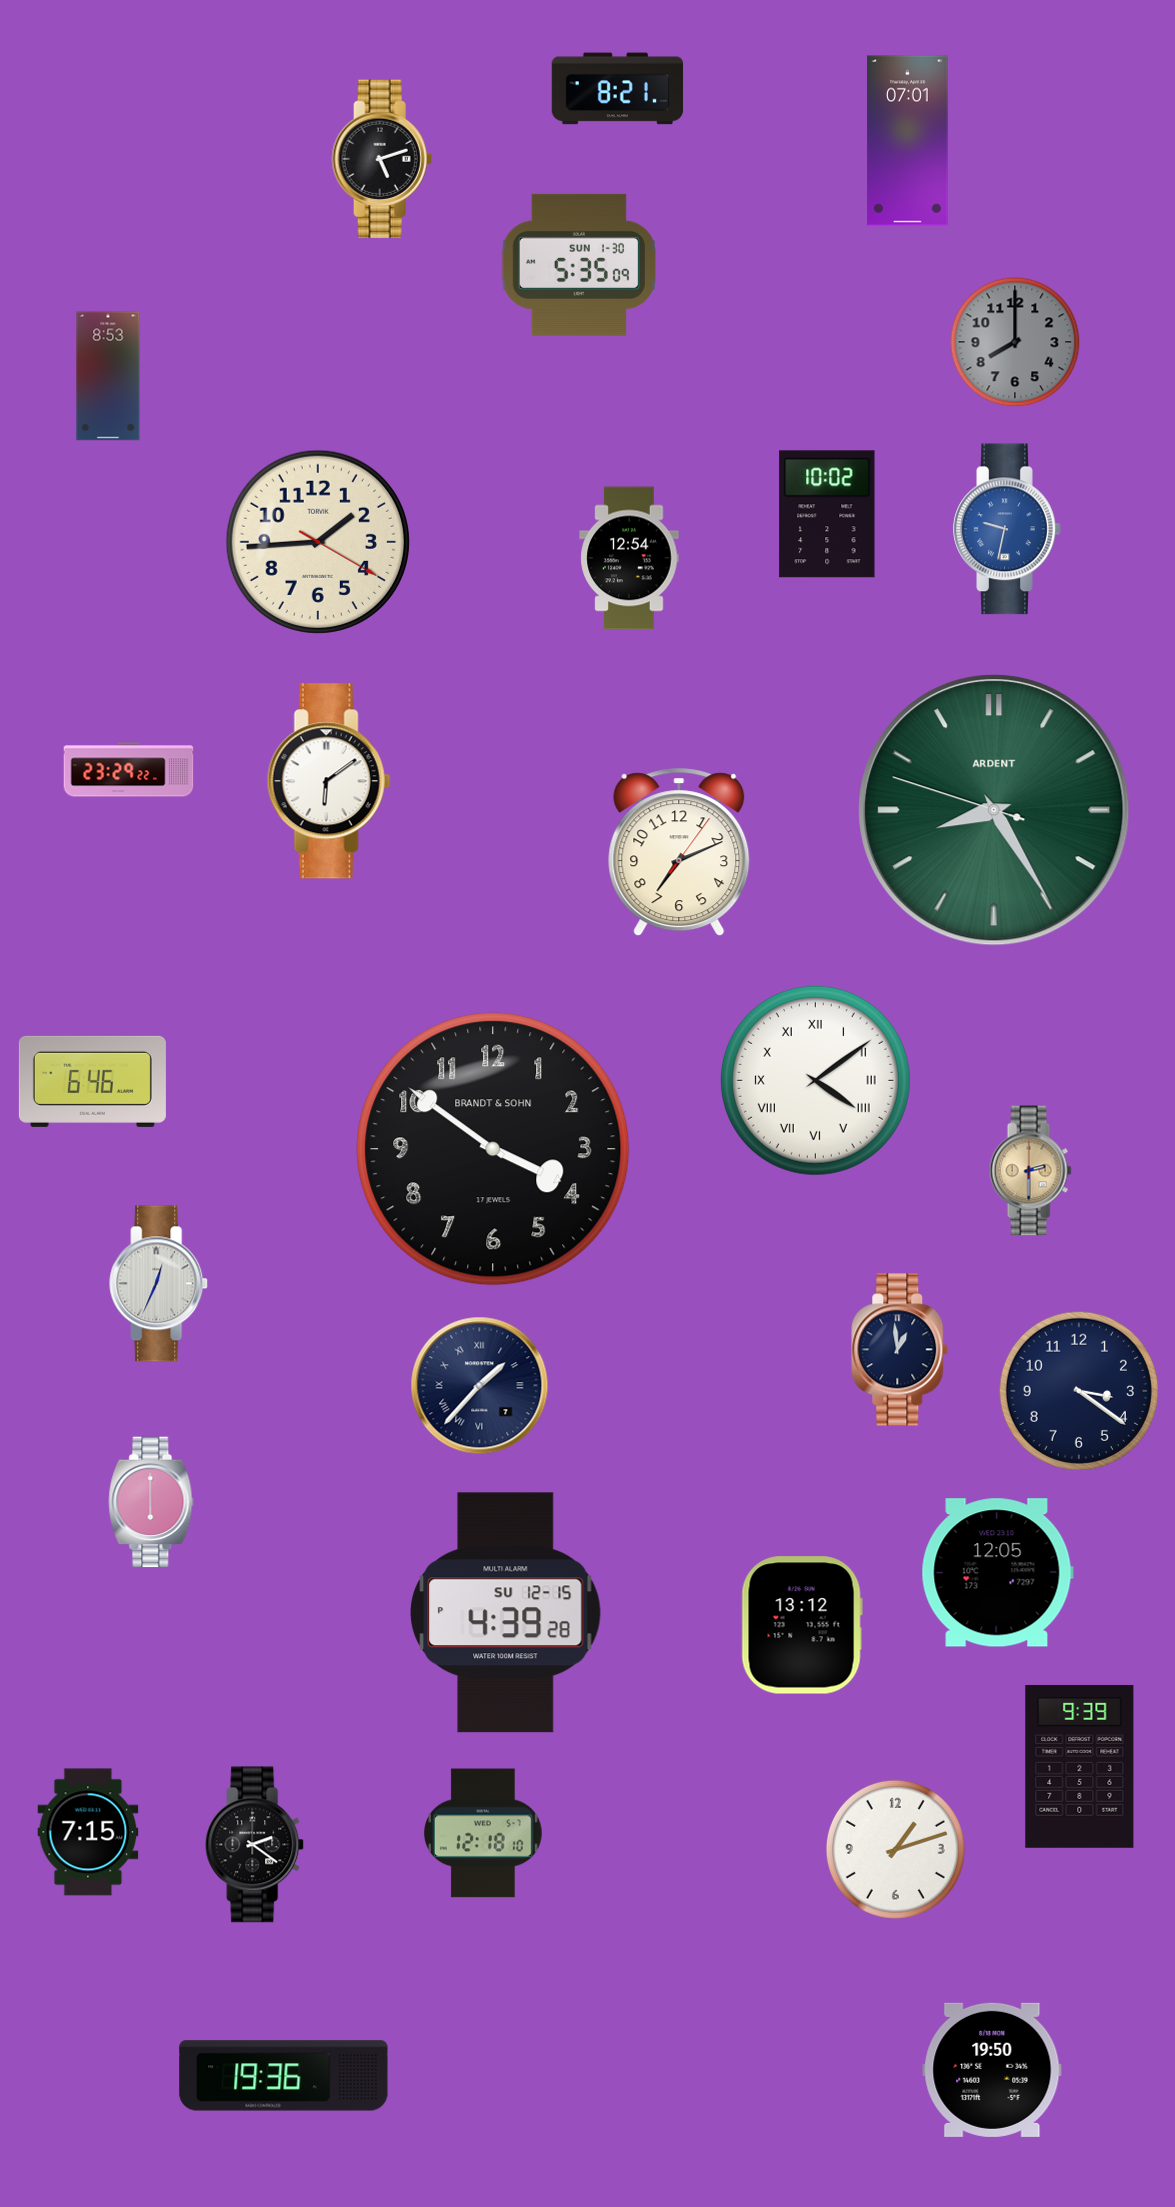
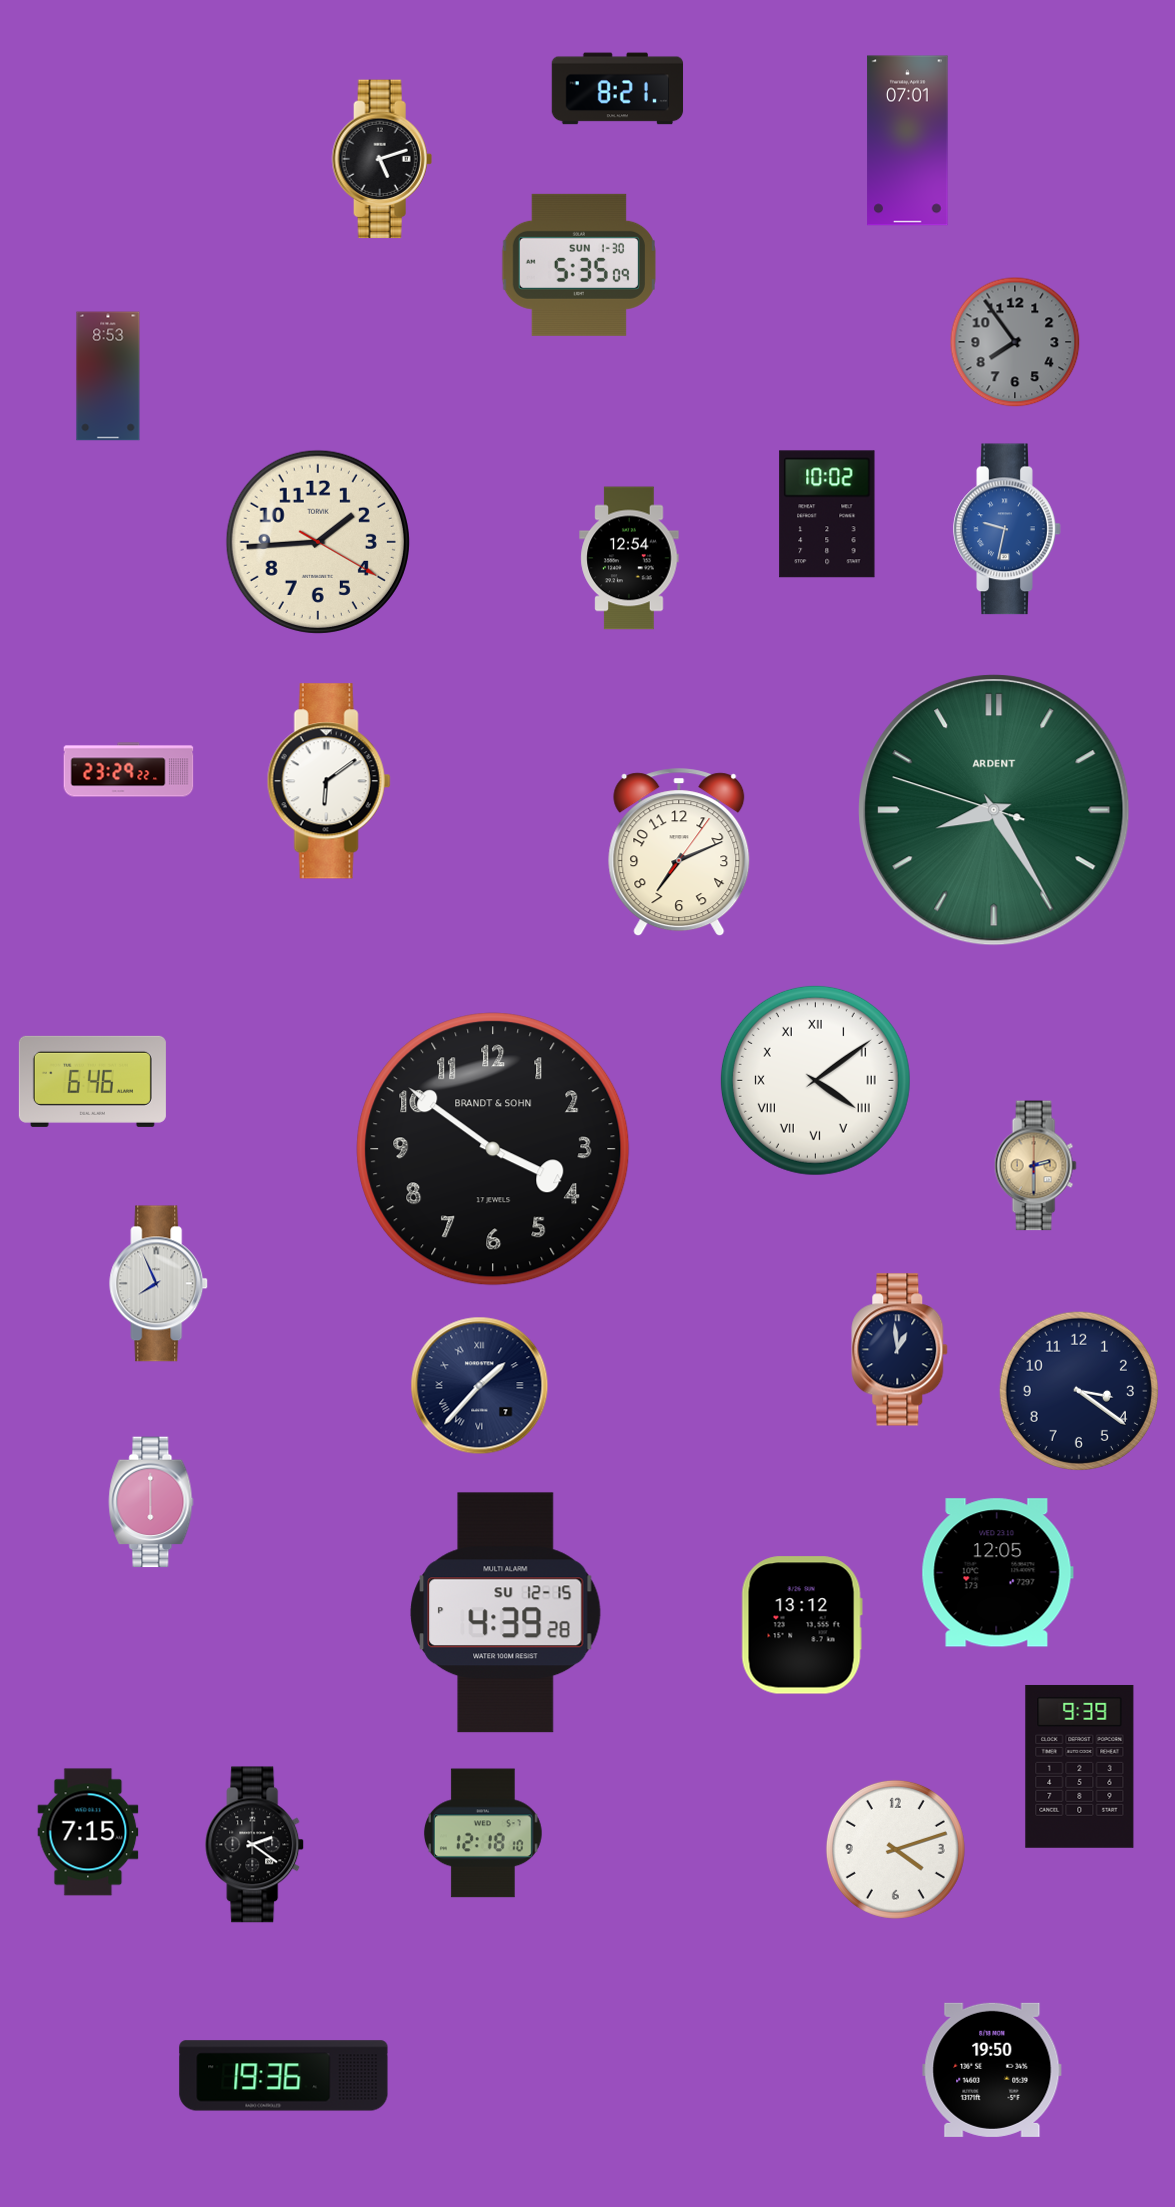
clock at (1015, 342): 8:00 -> 7:54
clock at (1030, 1171) position: (1030, 1171) -> (1035, 1166)
clock at (159, 1284): 12:34 -> 7:56
clock at (895, 1849): 1:12 -> 4:12
